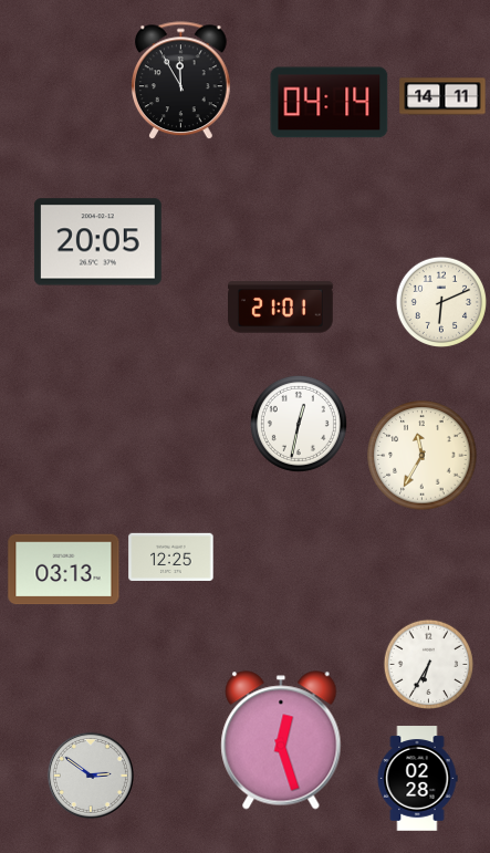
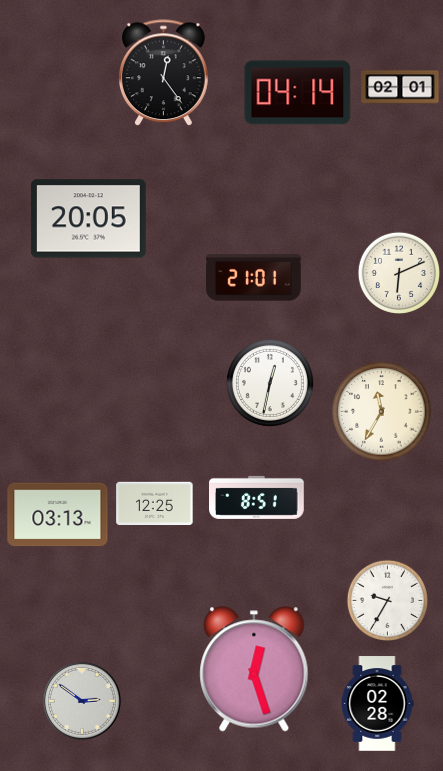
clock at (181, 81): 11:55 -> 12:24
clock at (442, 96): 14:11 -> 02:01
clock at (257, 497): none -> 8:51
clock at (428, 664): 6:35 -> 9:35
